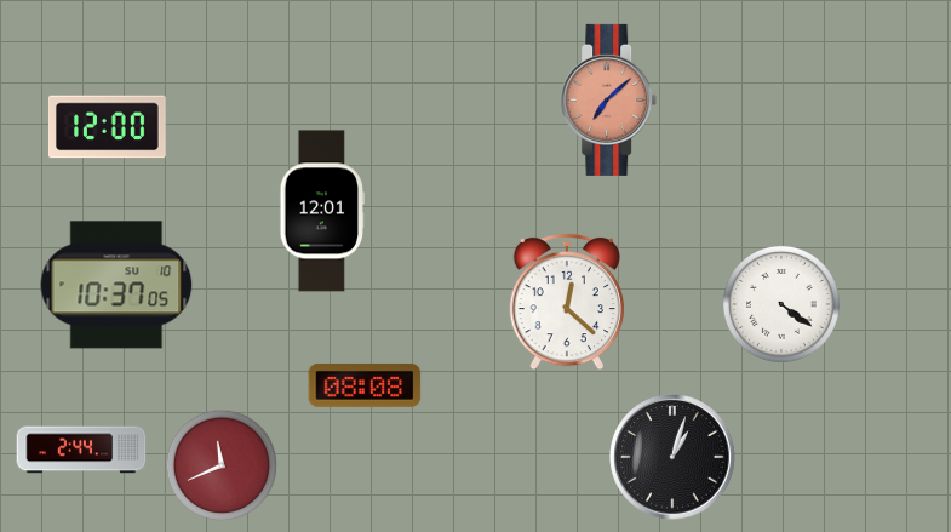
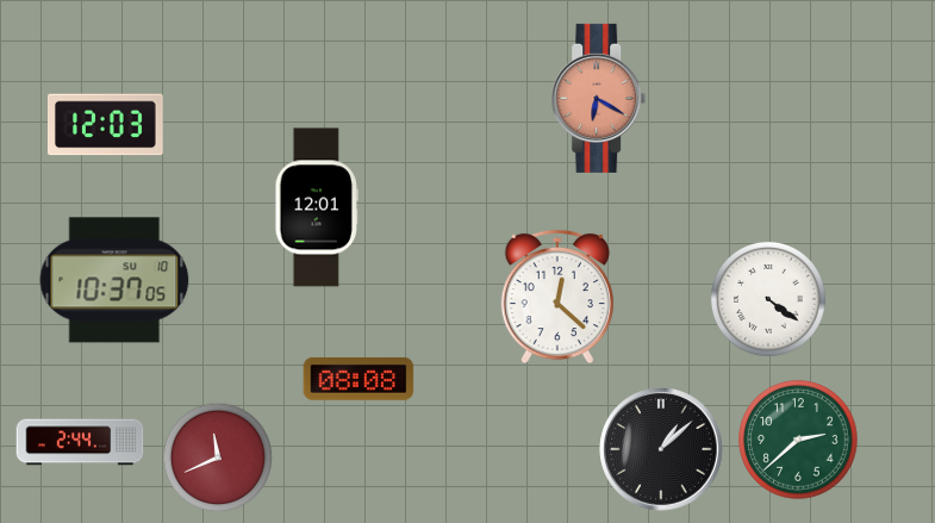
clock at (609, 99): 7:08 -> 6:20
clock at (107, 127): 12:00 -> 12:03
clock at (798, 440): none -> 2:38
clock at (672, 457): 1:03 -> 1:08
